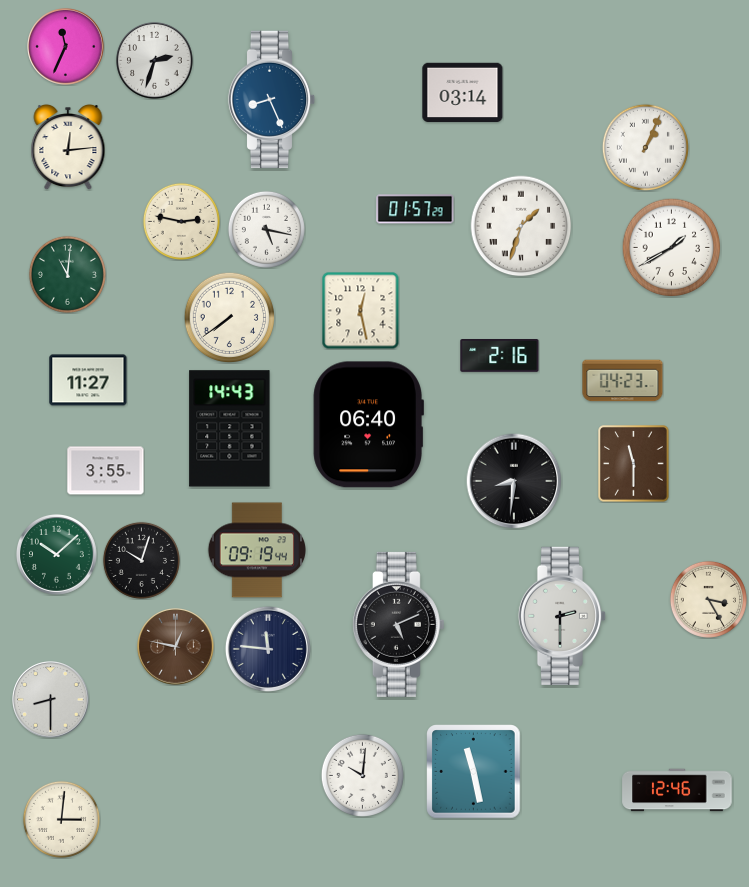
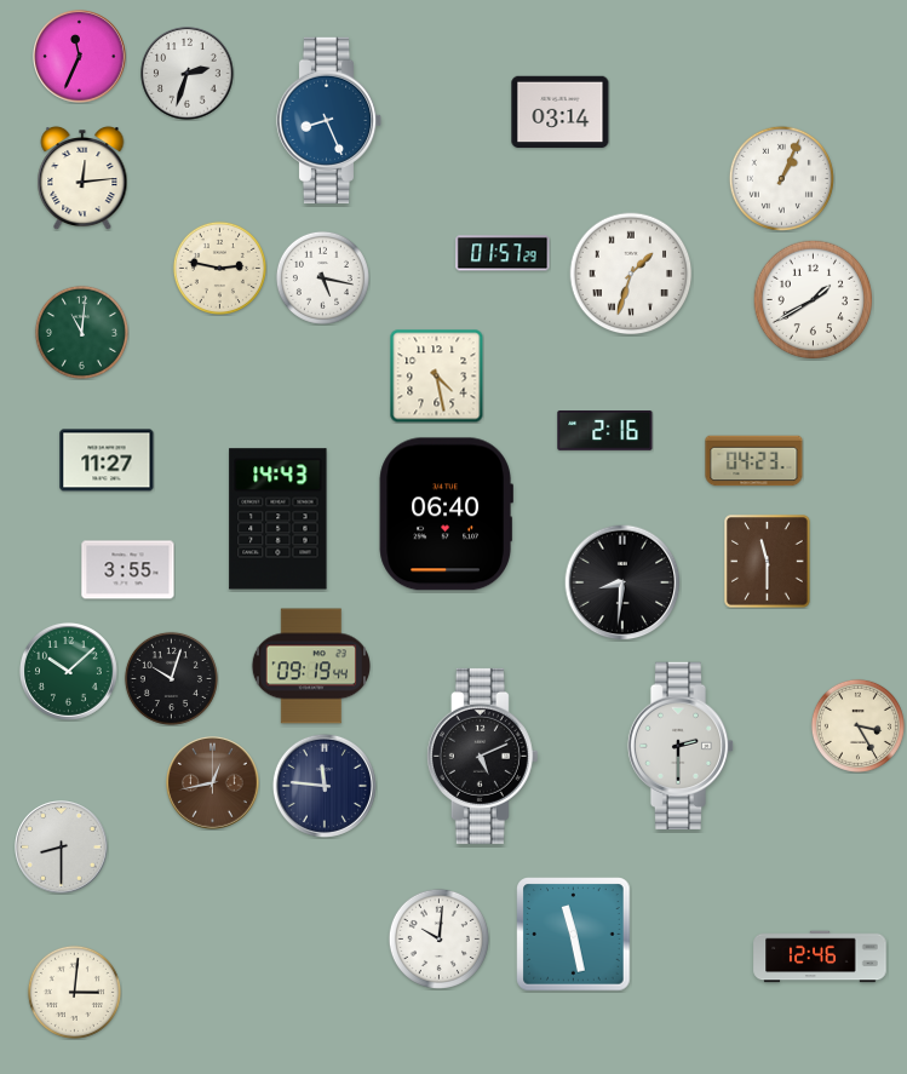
clock at (360, 310): 12:28 -> 4:28
clock at (229, 317): 7:39 -> none
clock at (176, 647): 12:47 -> 12:43
